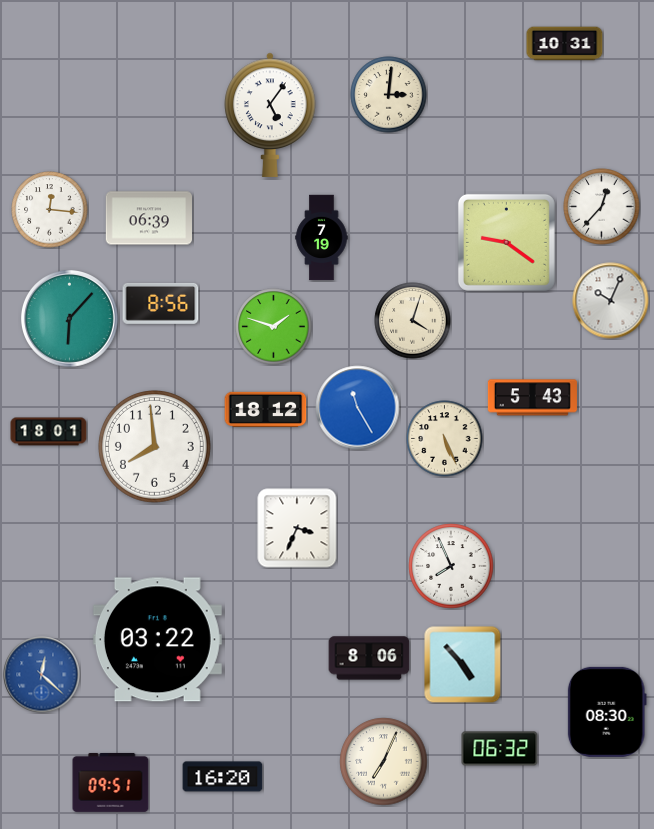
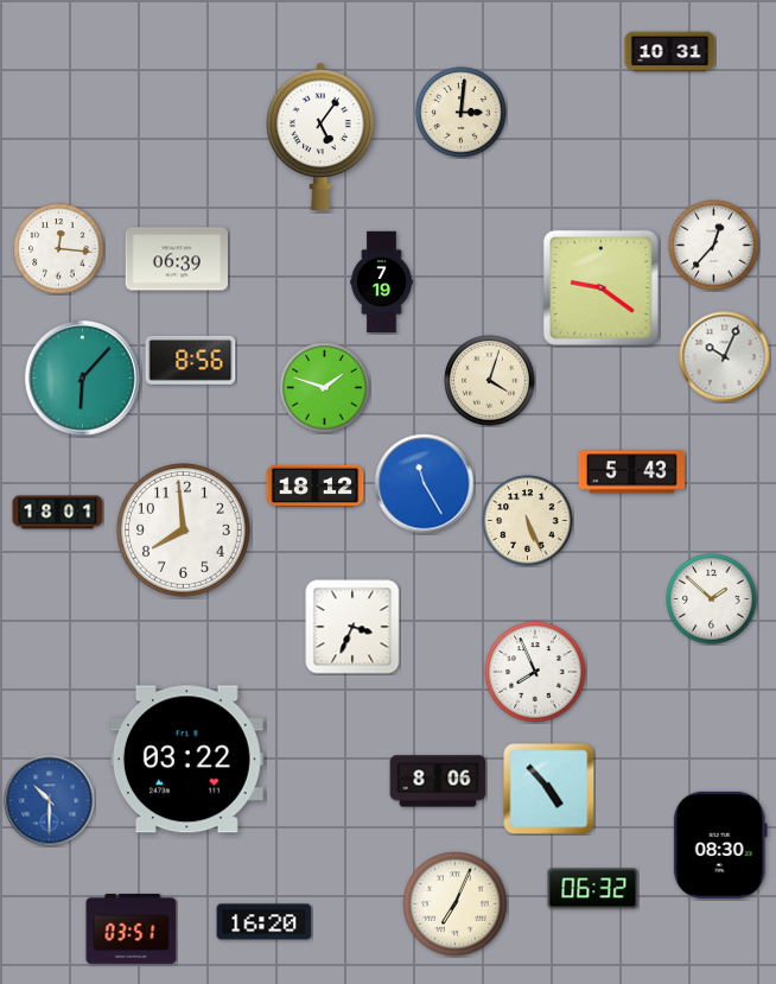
clock at (712, 599): none -> 1:52
clock at (42, 675): 12:22 -> 10:30
clock at (111, 782): 09:51 -> 03:51
